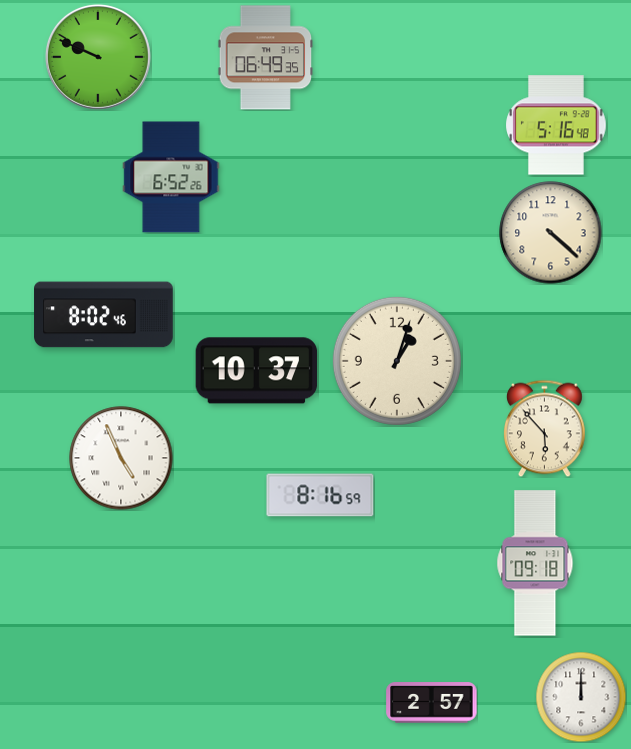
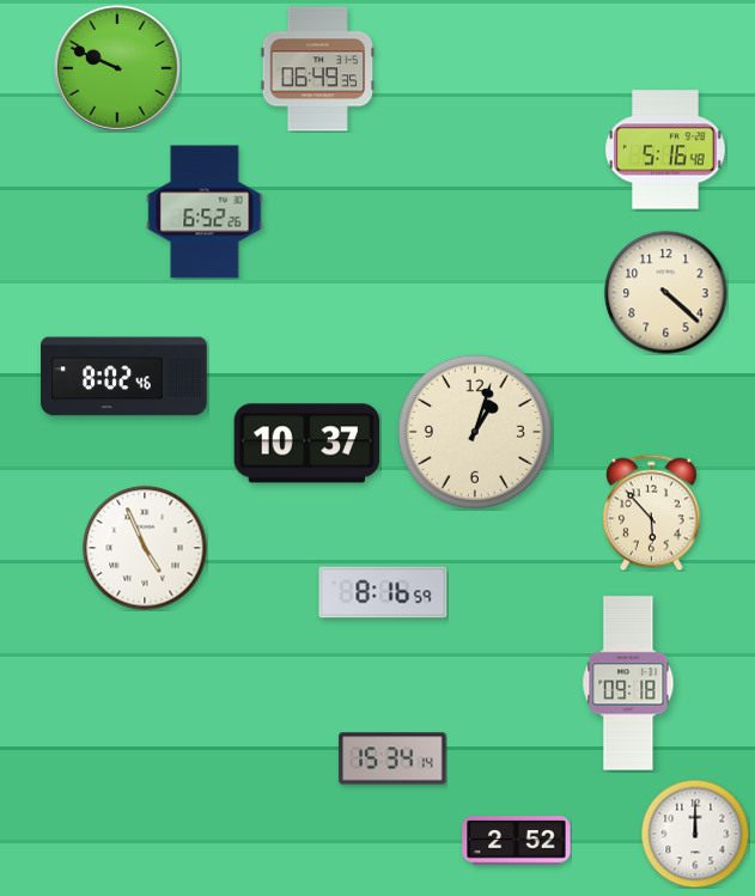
clock at (551, 233) position: (551, 233) -> (666, 293)
clock at (535, 563) position: (535, 563) -> (628, 683)
clock at (392, 758): none -> 15:34
clock at (432, 703): 2:57 -> 2:52
